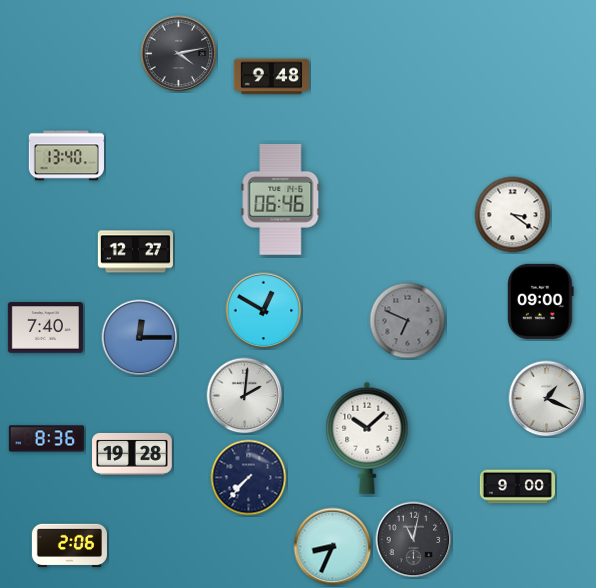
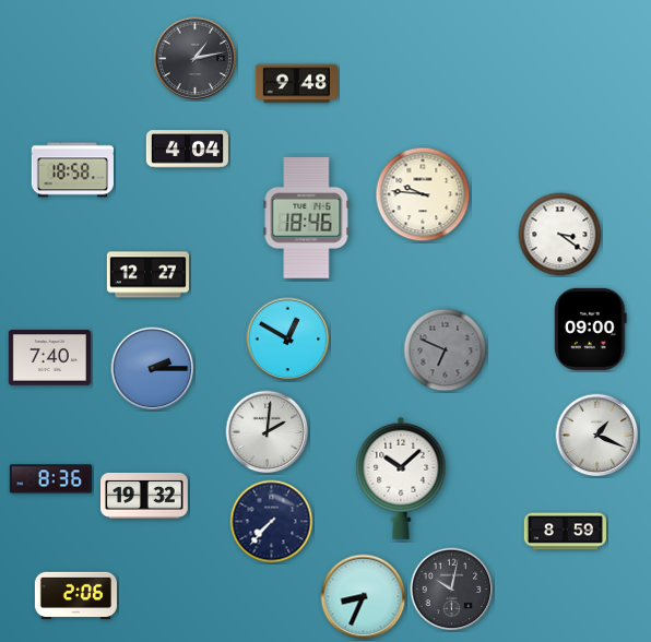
clock at (179, 54): 4:13 -> 1:13
clock at (187, 150): none -> 4:04
clock at (66, 156): 13:40 -> 18:58
clock at (423, 194): none -> 9:46
clock at (281, 199): 06:46 -> 18:46
clock at (140, 338): 12:15 -> 2:15
clock at (133, 454): 19:28 -> 19:32
clock at (517, 487): 9:00 -> 8:59
clock at (414, 540): 11:02 -> 10:02
